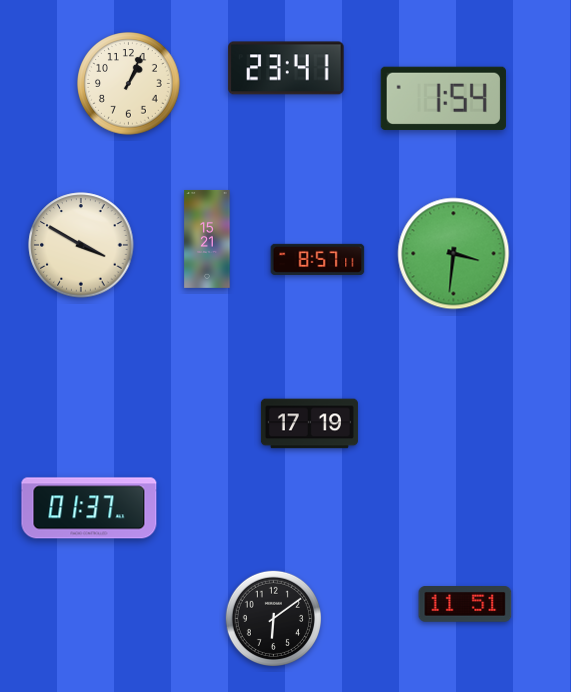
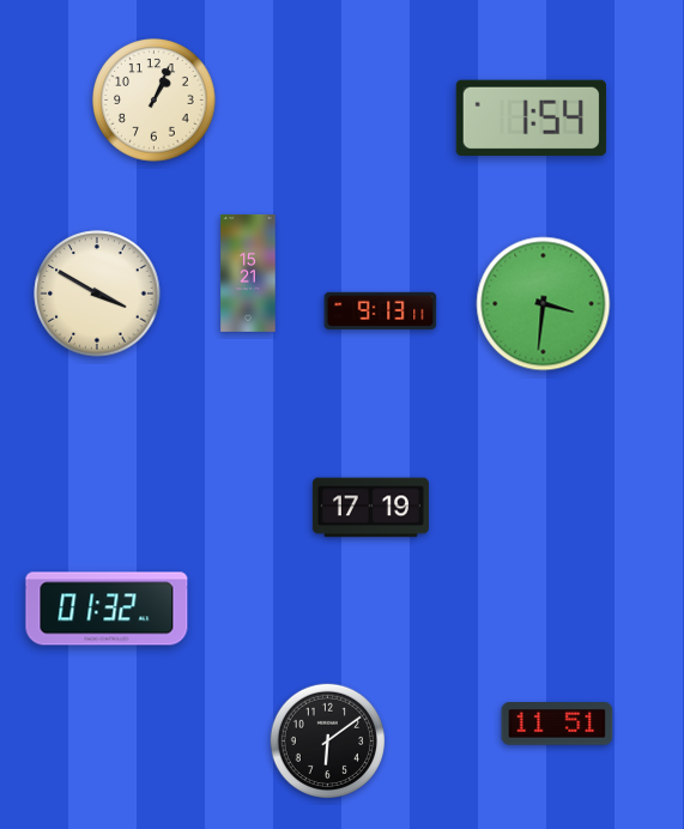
clock at (286, 68): 23:41 -> none
clock at (207, 239) position: (207, 239) -> (248, 273)
clock at (318, 259): 8:57 -> 9:13
clock at (89, 508): 01:37 -> 01:32
